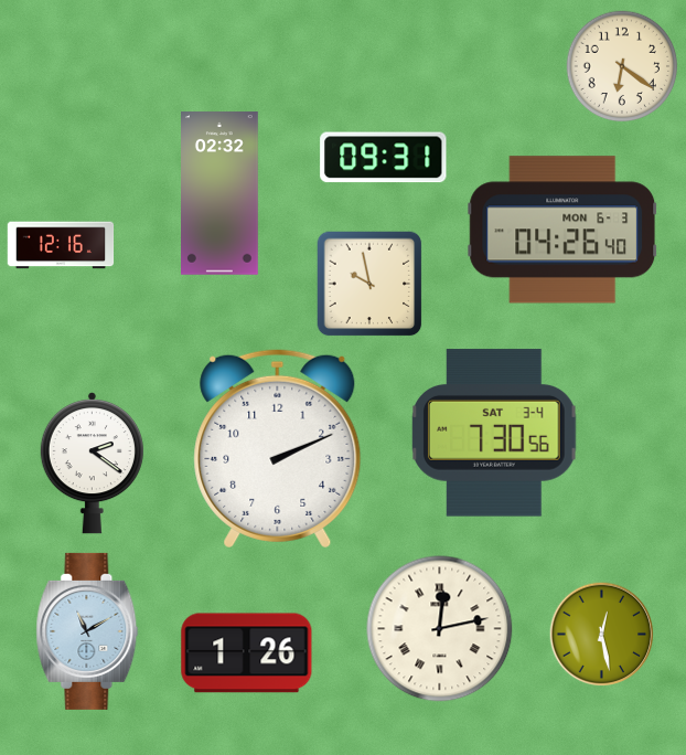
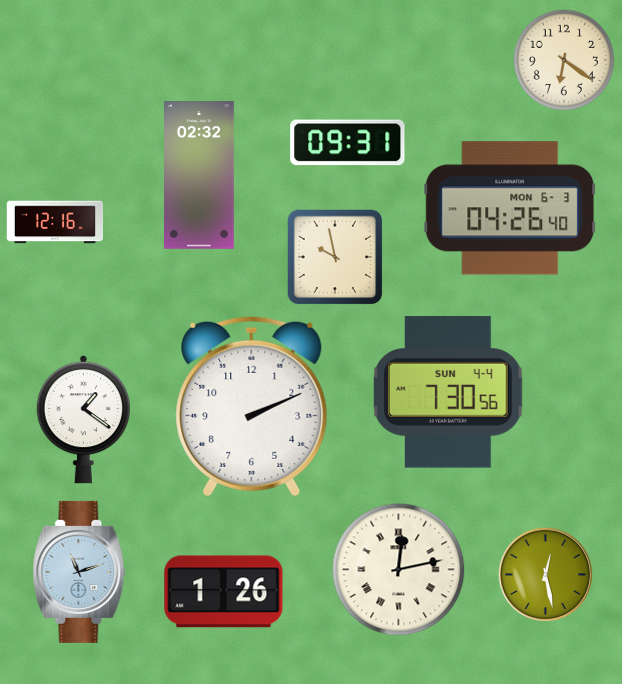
clock at (494, 433) date: SAT 3-4 -> SUN 4-4
clock at (92, 464): 2:21 -> 1:21
clock at (87, 631): 11:10 -> 11:12
